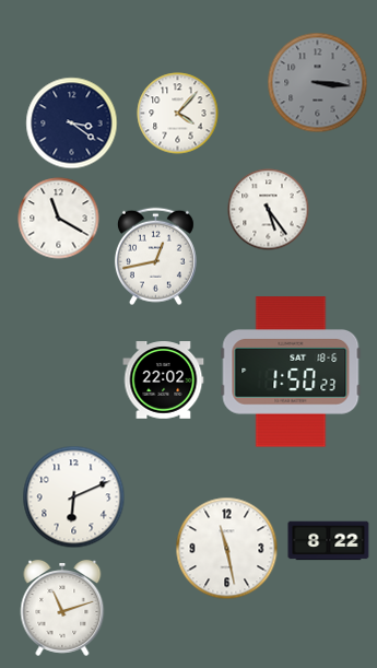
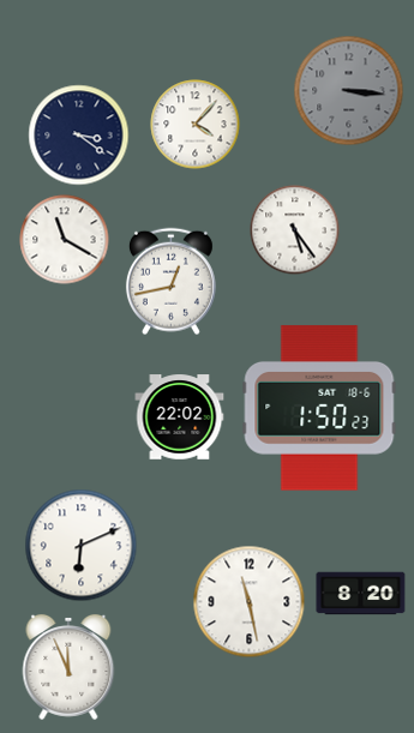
clock at (329, 541): 8:22 -> 8:20
clock at (62, 608): 11:12 -> 11:56
